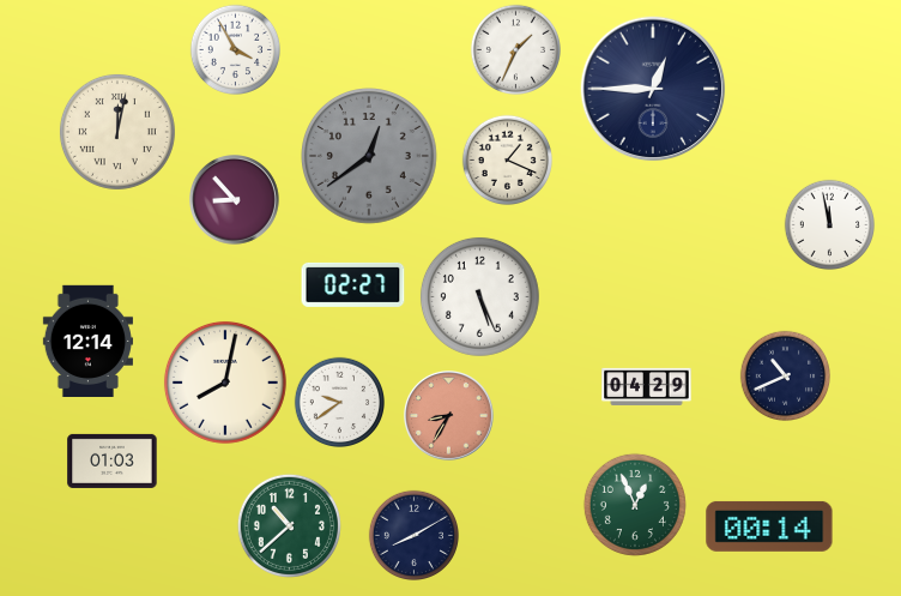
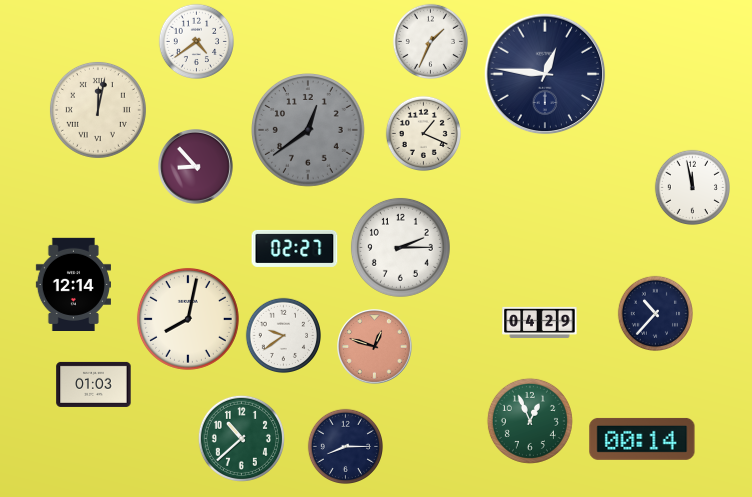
clock at (235, 49): 3:55 -> 4:39
clock at (653, 89): 12:45 -> 12:46
clock at (353, 284) position: (353, 284) -> (295, 248)
clock at (479, 296): 5:26 -> 2:15
clock at (785, 375): 10:41 -> 10:37
clock at (449, 416): 8:35 -> 12:48
clock at (413, 535): 8:10 -> 8:15
